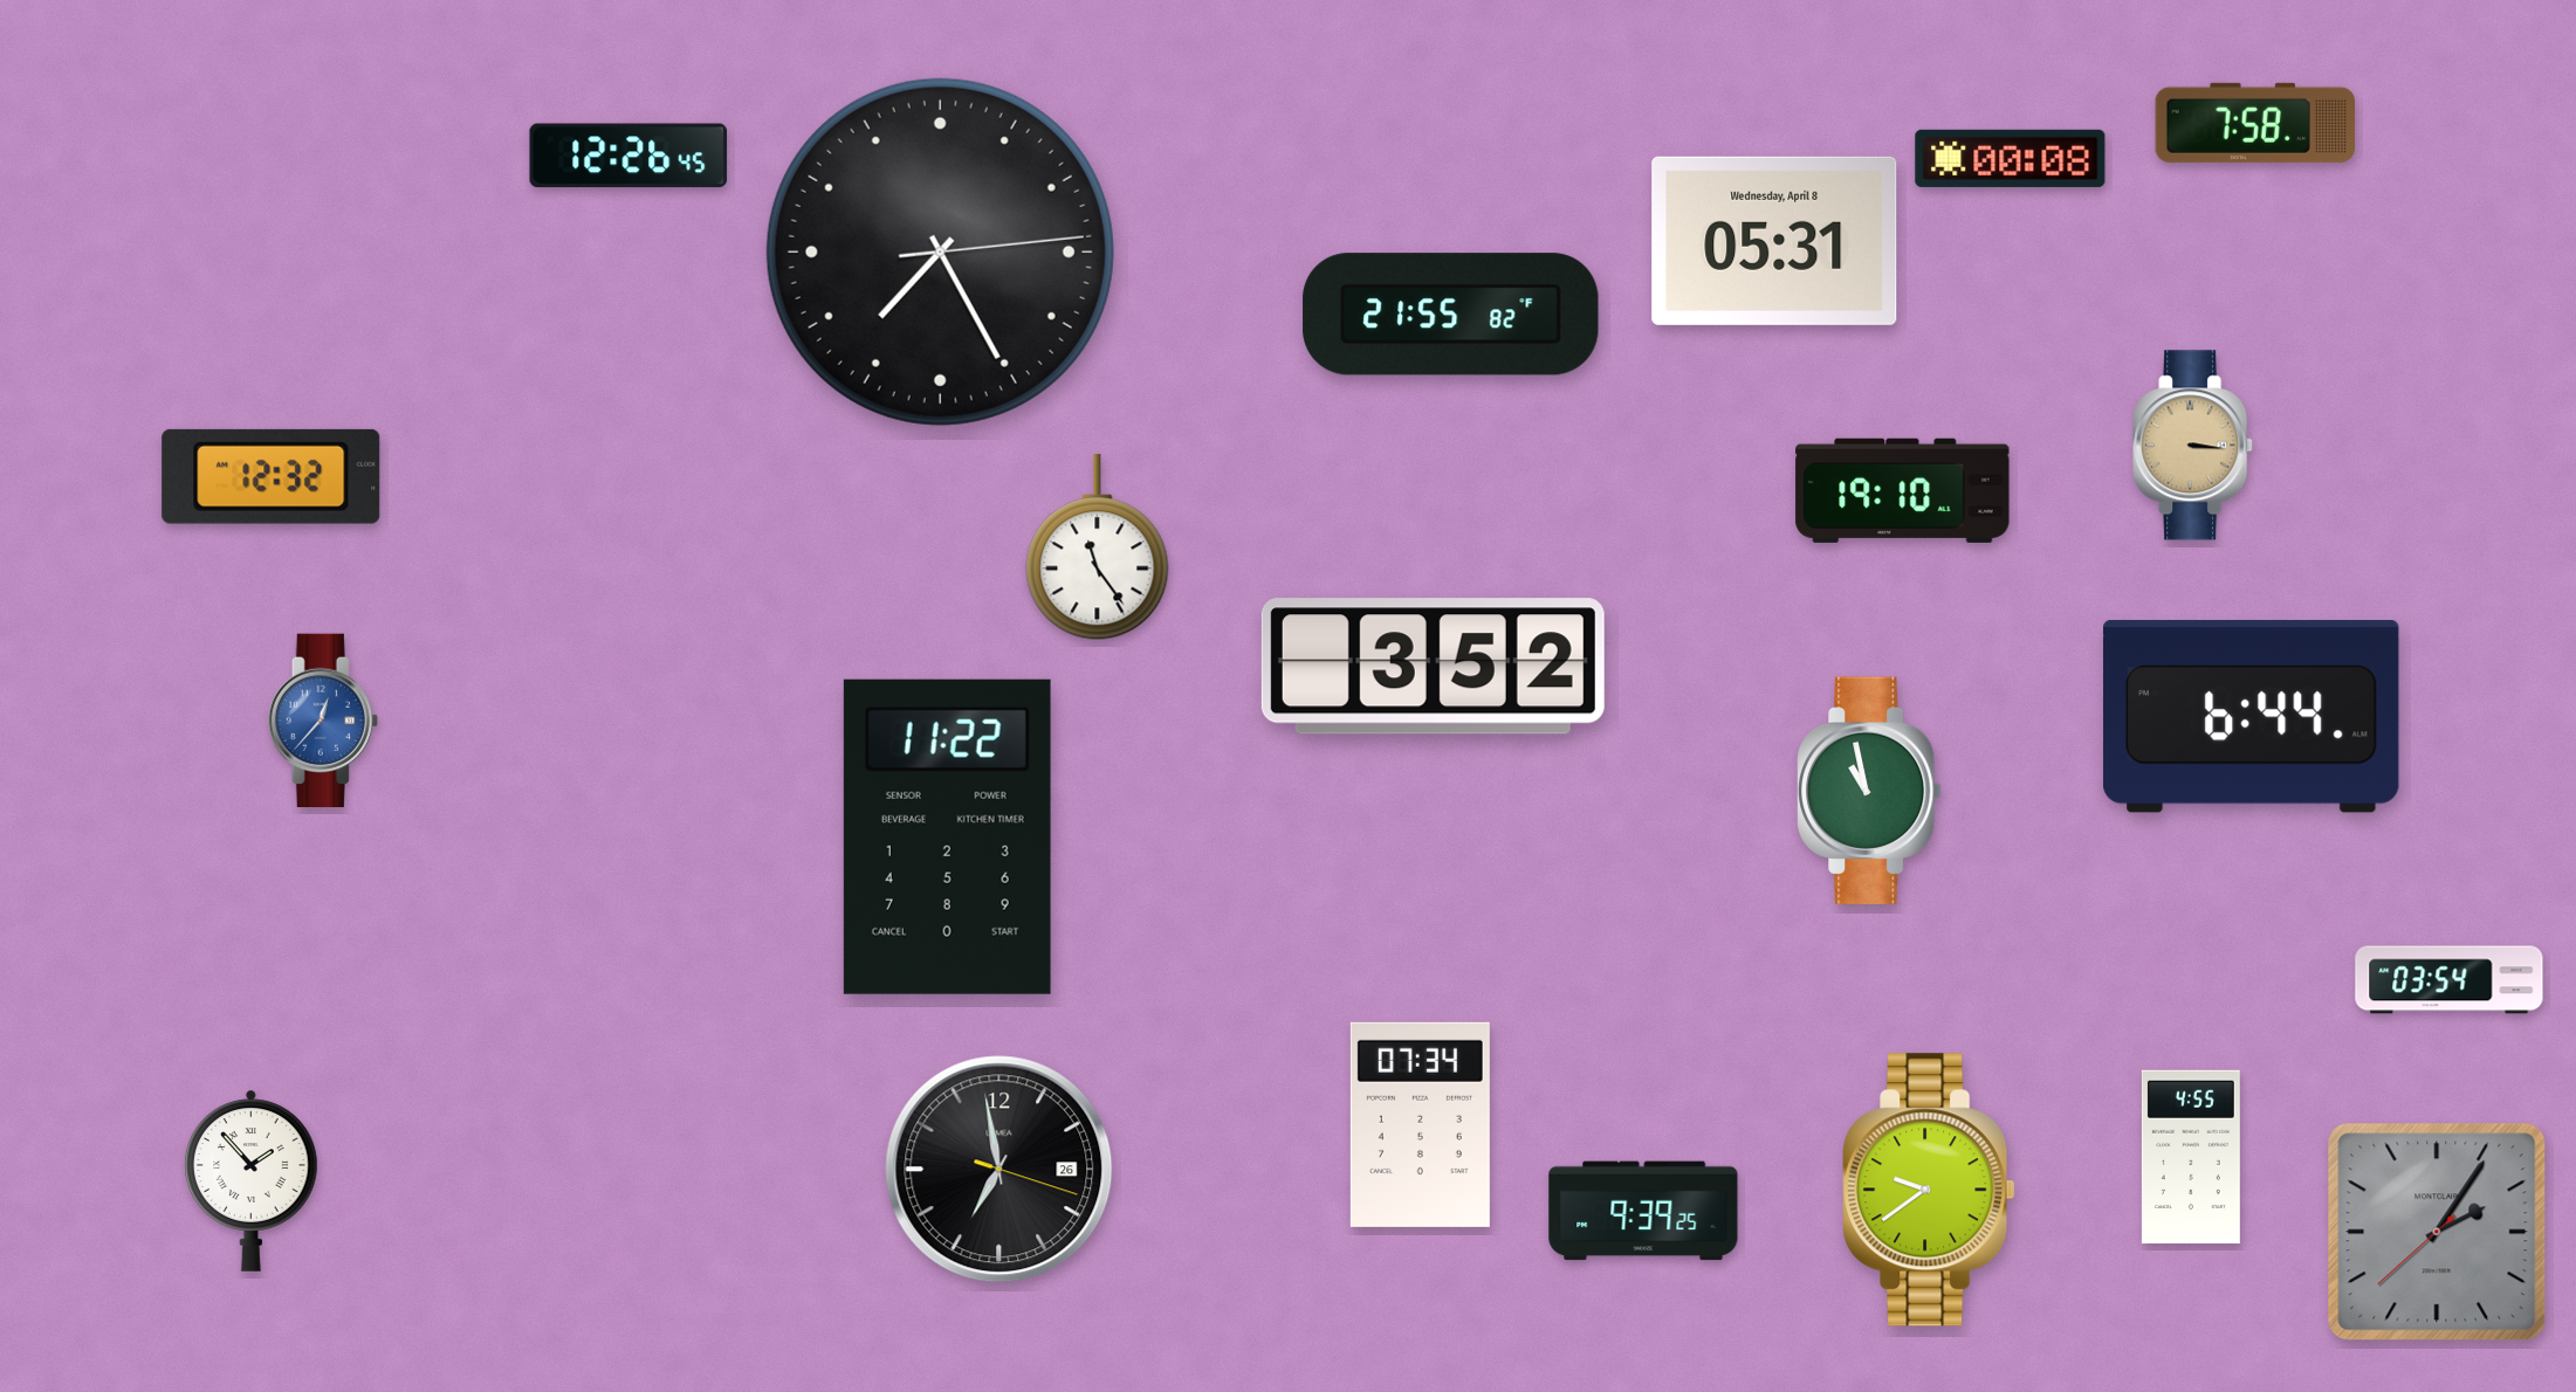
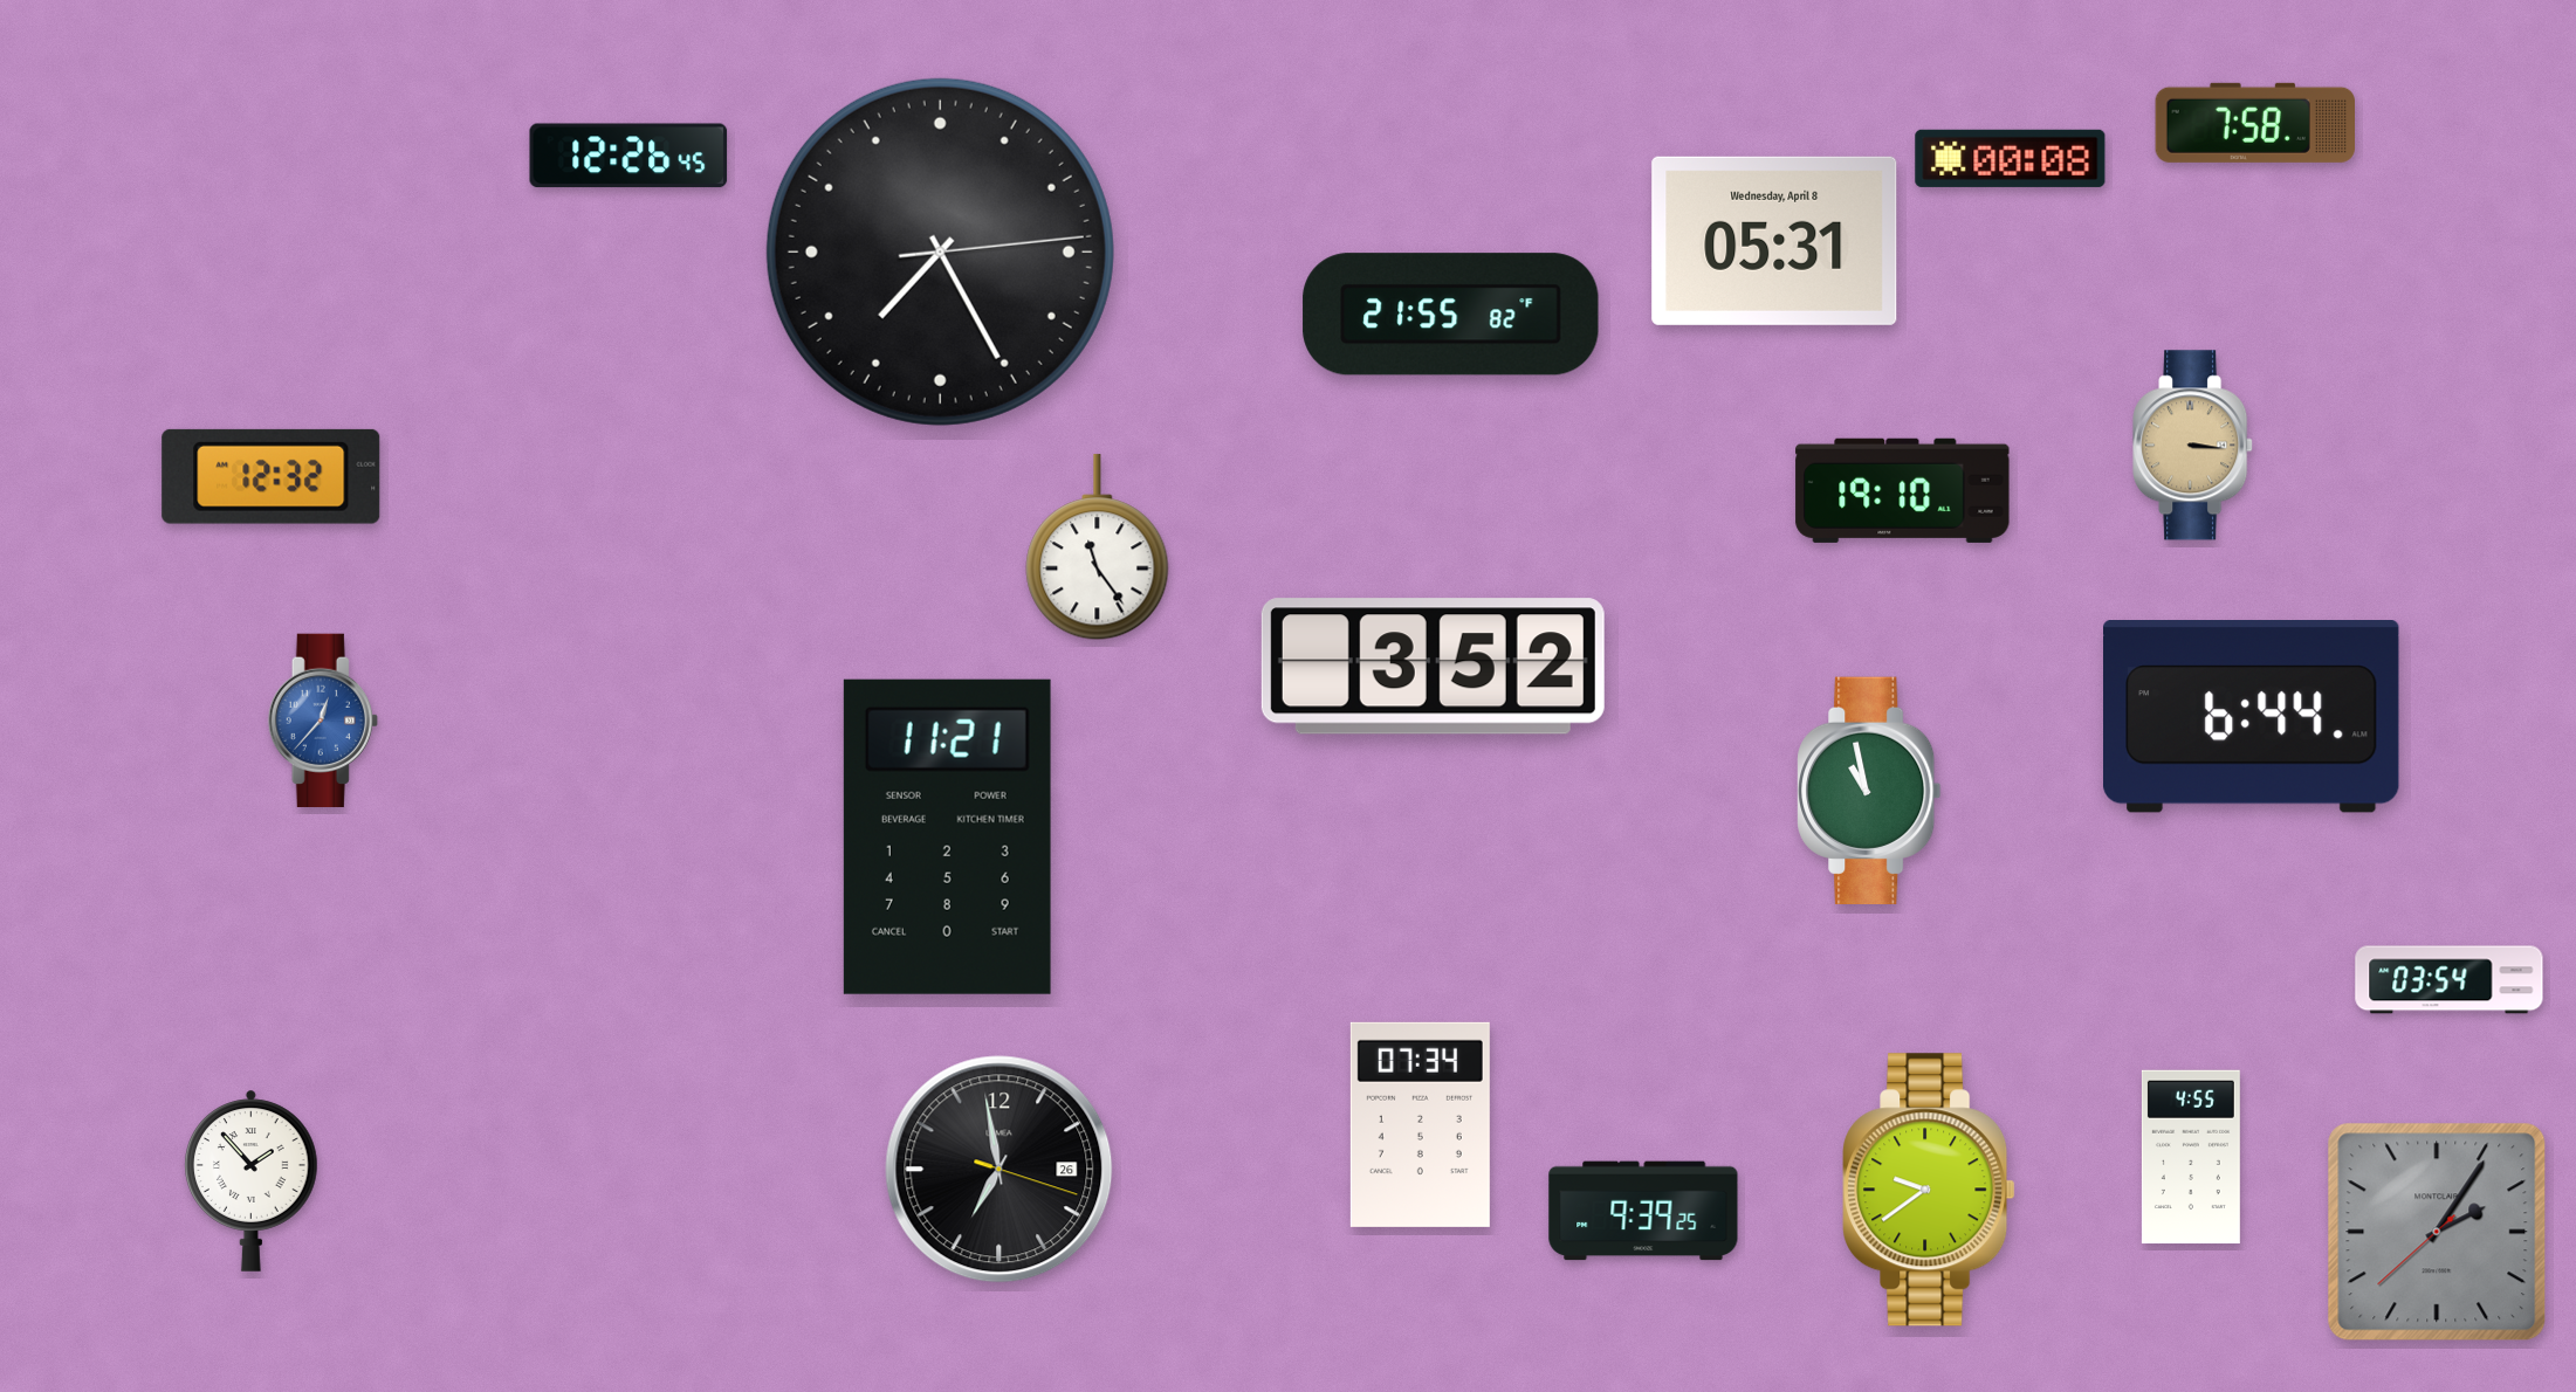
clock at (947, 836): 11:22 -> 11:21
